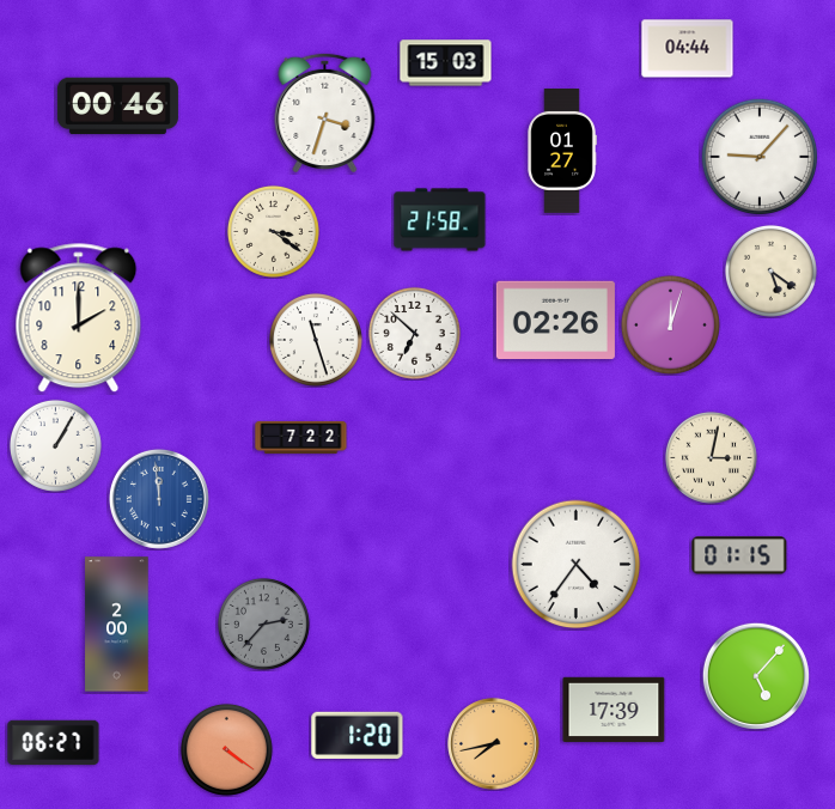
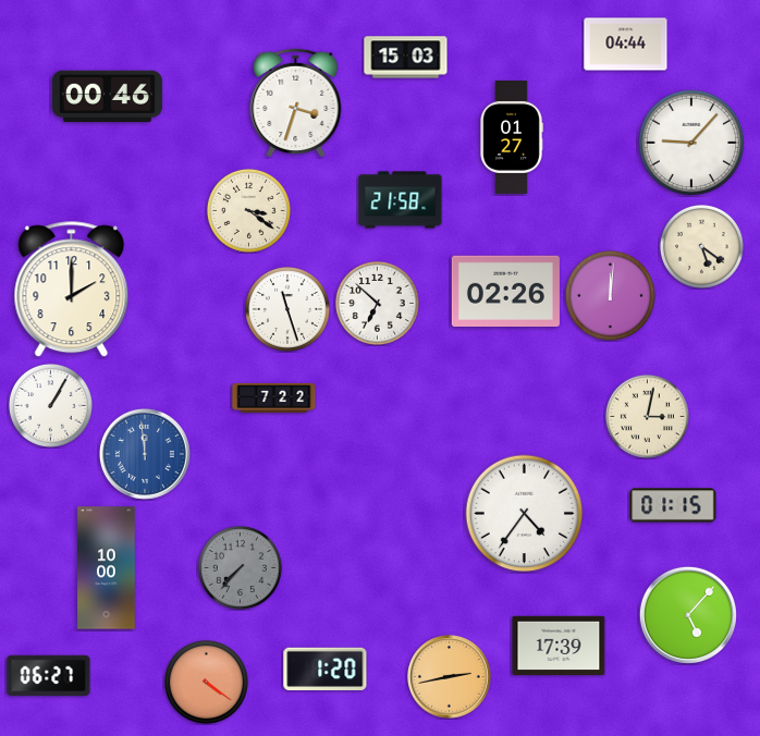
clock at (670, 324): 12:03 -> 12:01
clock at (263, 624): 2:37 -> 7:37
clock at (117, 625): 2:00 -> 10:00
clock at (494, 744): 7:43 -> 2:43
